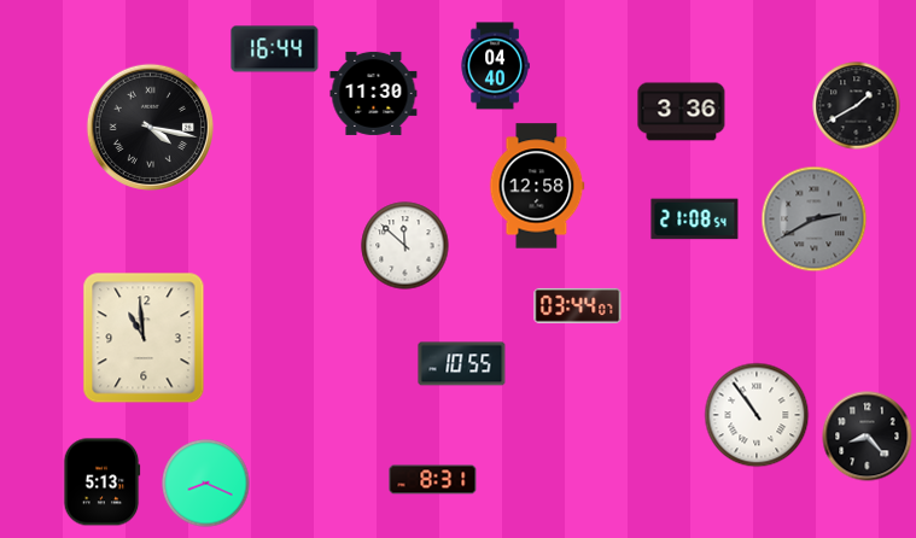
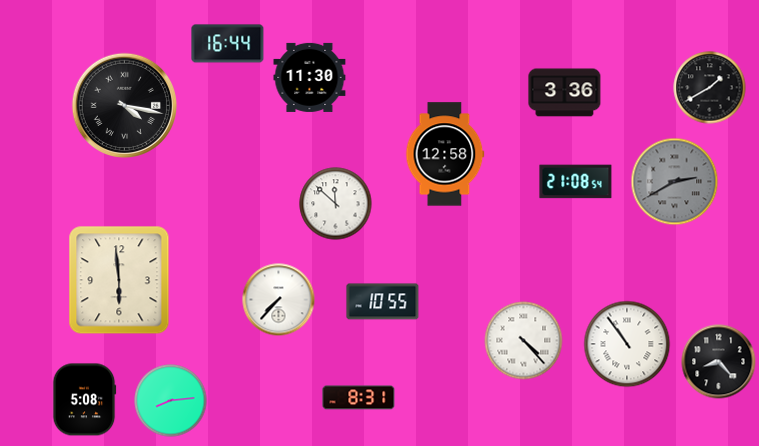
clock at (275, 49) position: (275, 49) -> (228, 44)
clock at (495, 66): 04:40 -> none
clock at (578, 305): 03:44 -> none
clock at (144, 338): 10:59 -> 5:59
clock at (279, 300): none -> 7:37
clock at (524, 341): none -> 4:23
clock at (101, 483): 5:13 -> 5:08
clock at (206, 484): 8:19 -> 8:14
